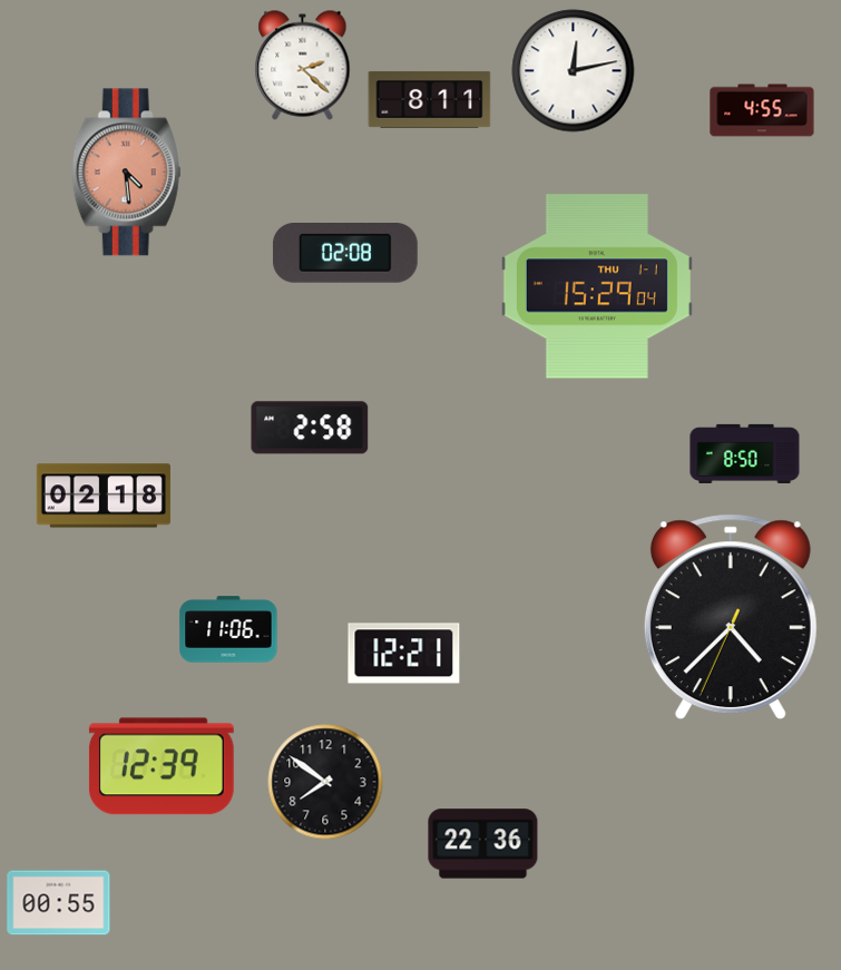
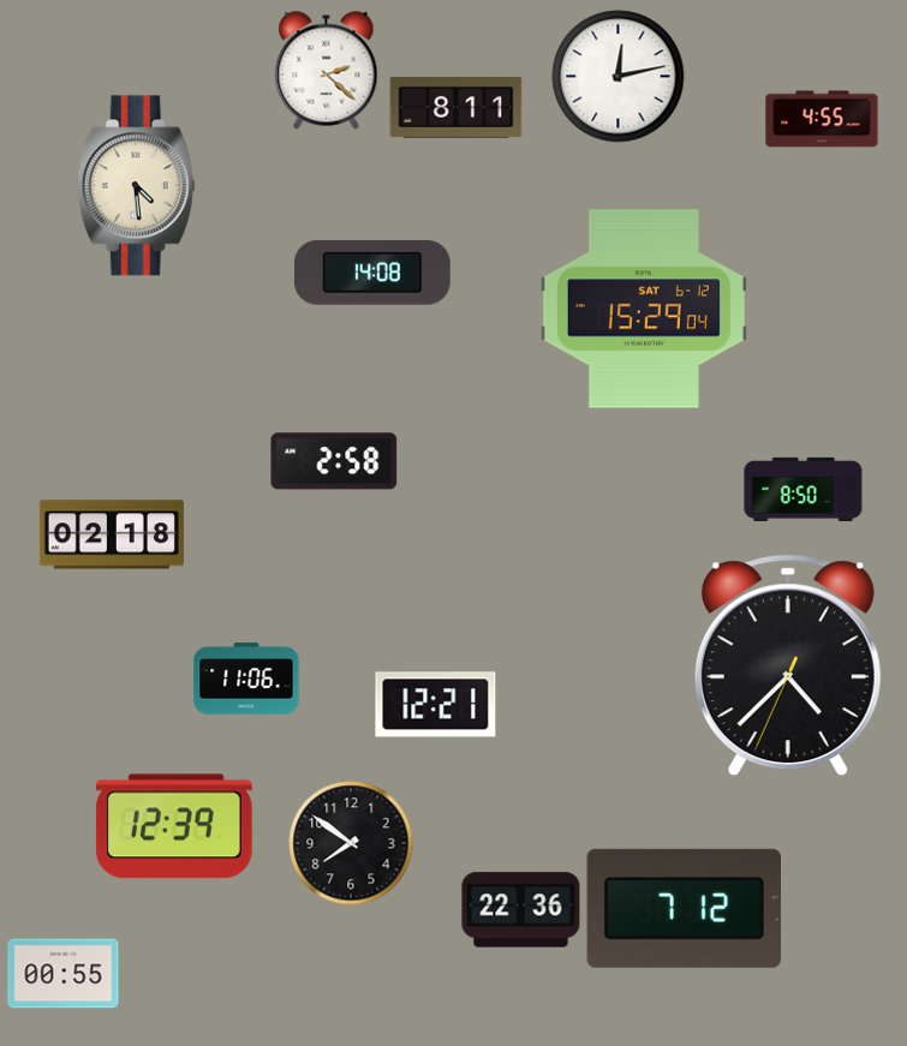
clock at (430, 99) position: (430, 99) -> (457, 107)
clock at (126, 173) dial: salmon -> cream
clock at (345, 254): 02:08 -> 14:08
clock at (597, 286) date: THU 1-1 -> SAT 6-12
clock at (684, 908): none -> 7:12
